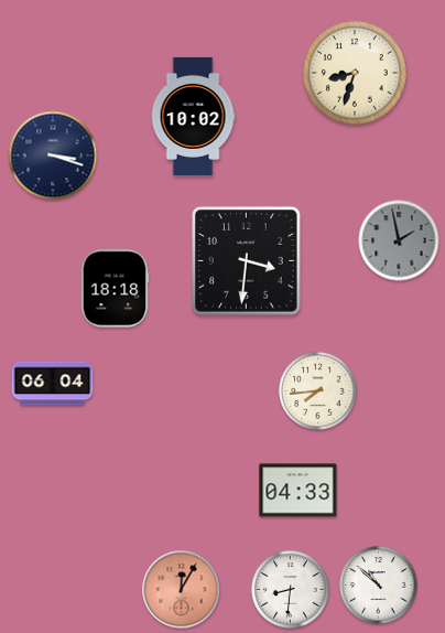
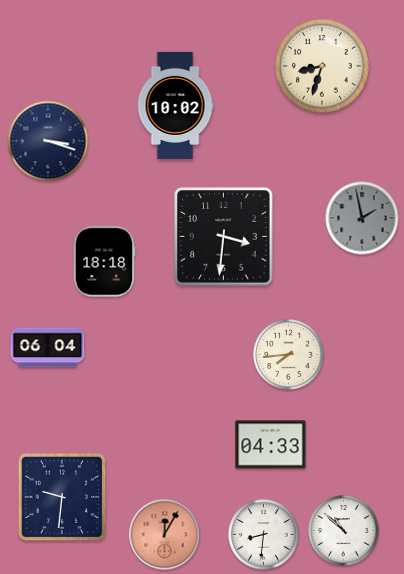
clock at (62, 497): none -> 9:31
